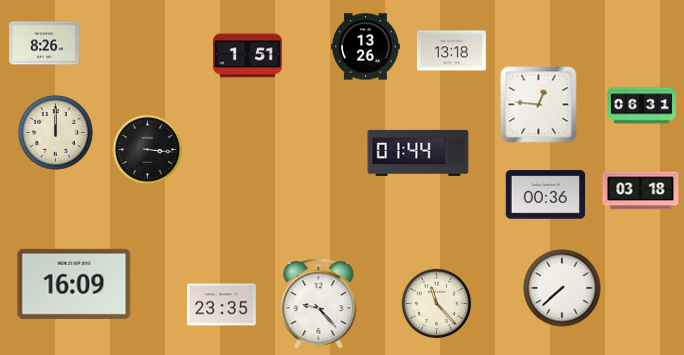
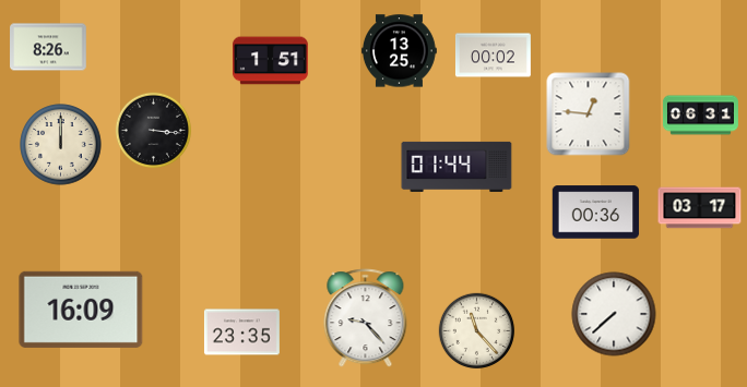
clock at (365, 47): 13:26 -> 13:25
clock at (451, 51): 13:18 -> 00:02
clock at (148, 150) position: (148, 150) -> (154, 131)
clock at (641, 191): 03:18 -> 03:17
clock at (319, 304) position: (319, 304) -> (366, 318)
